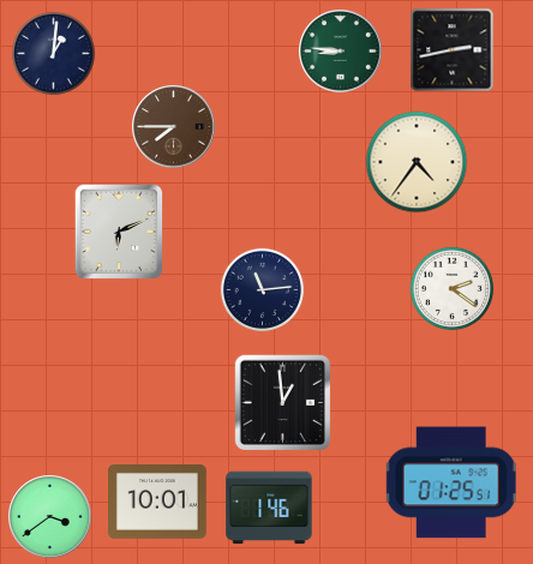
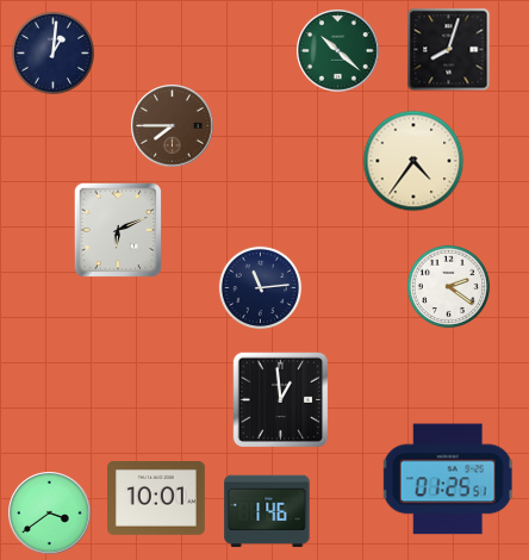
clock at (453, 50): 2:43 -> 8:03
clock at (341, 52): 8:46 -> 10:22
clock at (269, 508) position: (269, 508) -> (267, 511)
